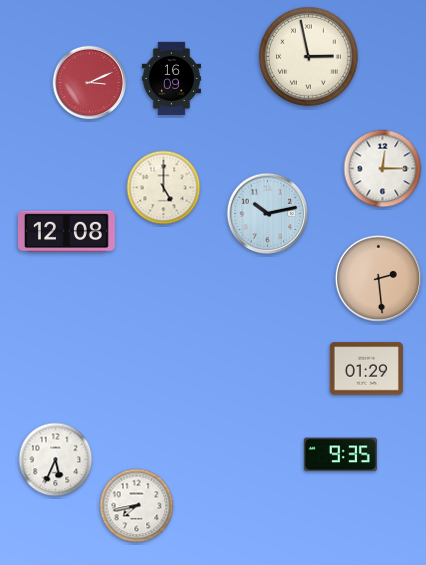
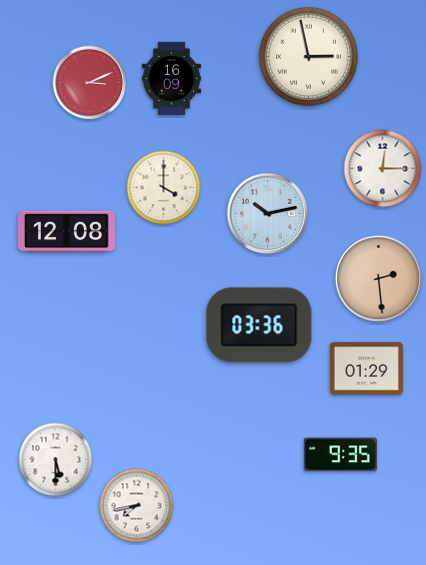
clock at (164, 188): 5:00 -> 4:00
clock at (259, 325): none -> 03:36
clock at (56, 460): 5:34 -> 5:30
